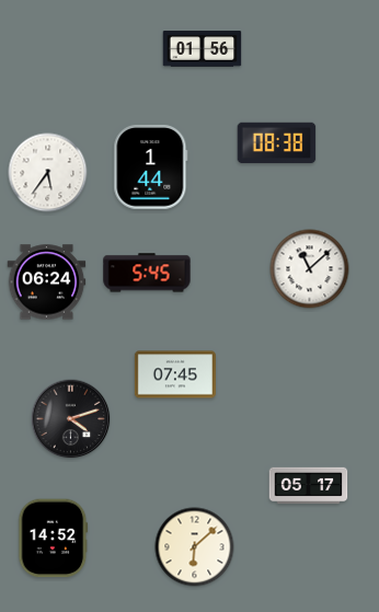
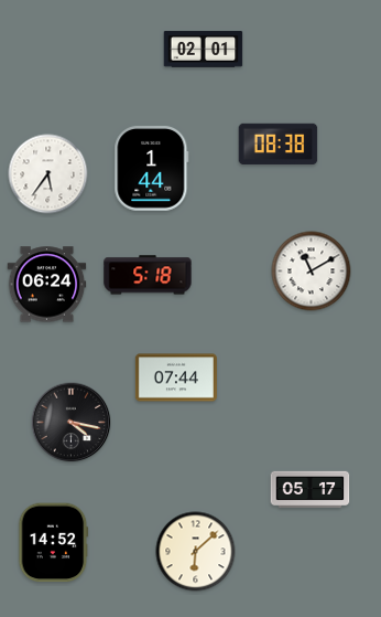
clock at (203, 49): 01:56 -> 02:01
clock at (310, 269): 11:08 -> 11:10
clock at (147, 273): 5:45 -> 5:18
clock at (175, 374): 07:45 -> 07:44
clock at (71, 419): 4:12 -> 4:17
